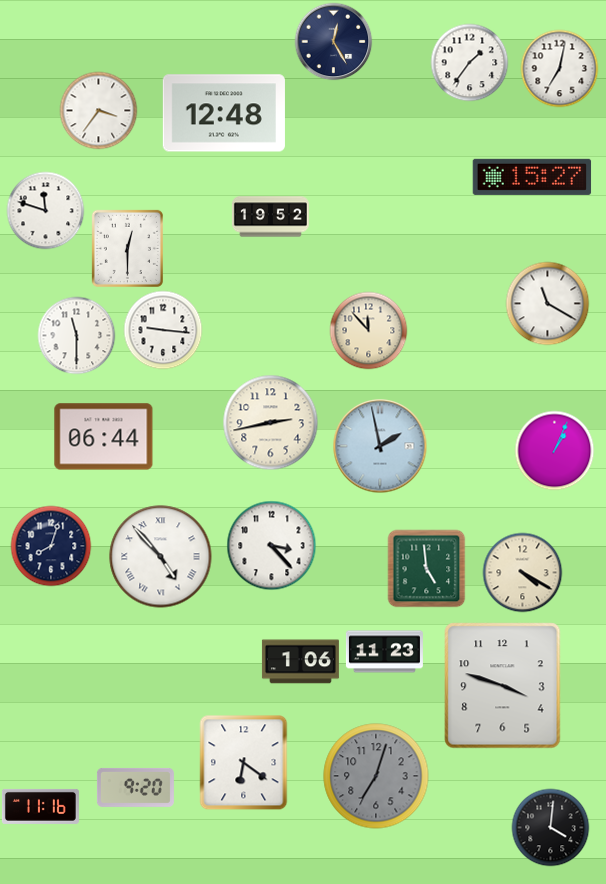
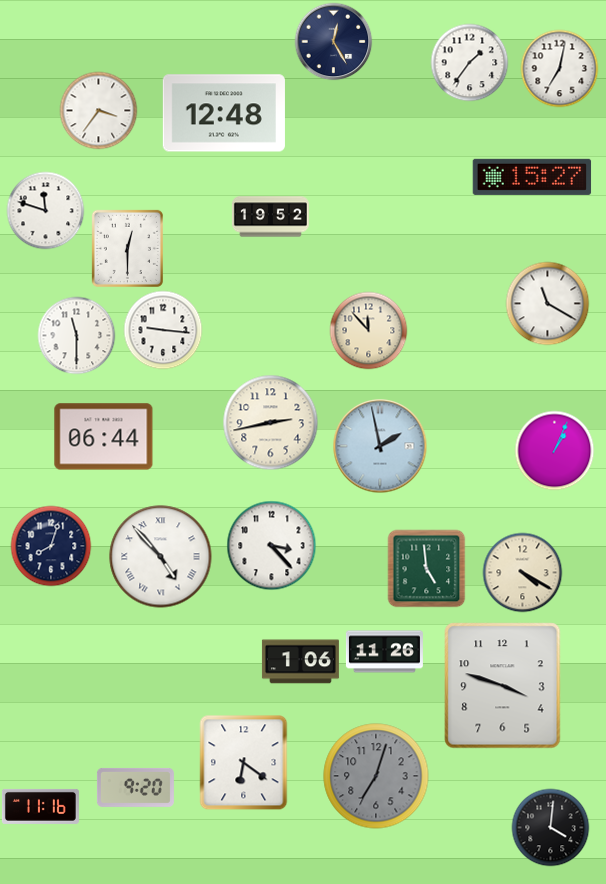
clock at (384, 652): 11:23 -> 11:26
